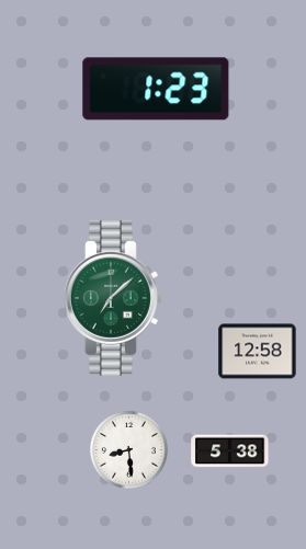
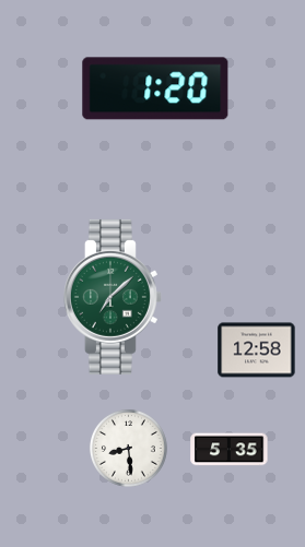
clock at (156, 89): 1:23 -> 1:20
clock at (230, 451): 5:38 -> 5:35
